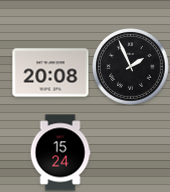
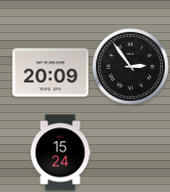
clock at (131, 67): 1:56 -> 2:54
clock at (51, 73): 20:08 -> 20:09
